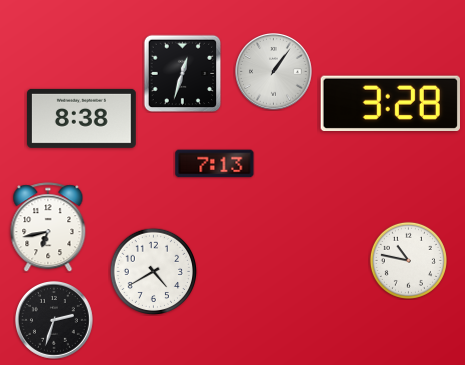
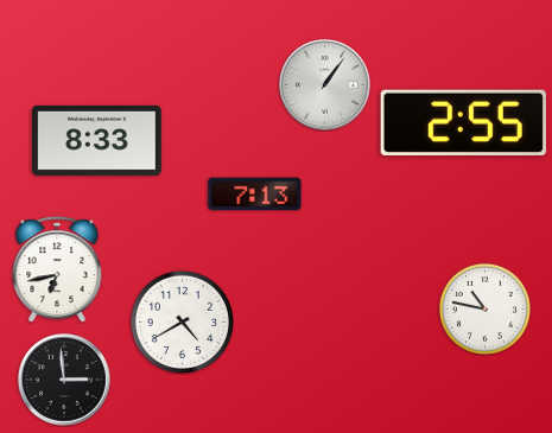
clock at (182, 73): 12:33 -> none
clock at (390, 104): 3:28 -> 2:55
clock at (82, 118): 8:38 -> 8:33
clock at (55, 321): 2:33 -> 2:59
